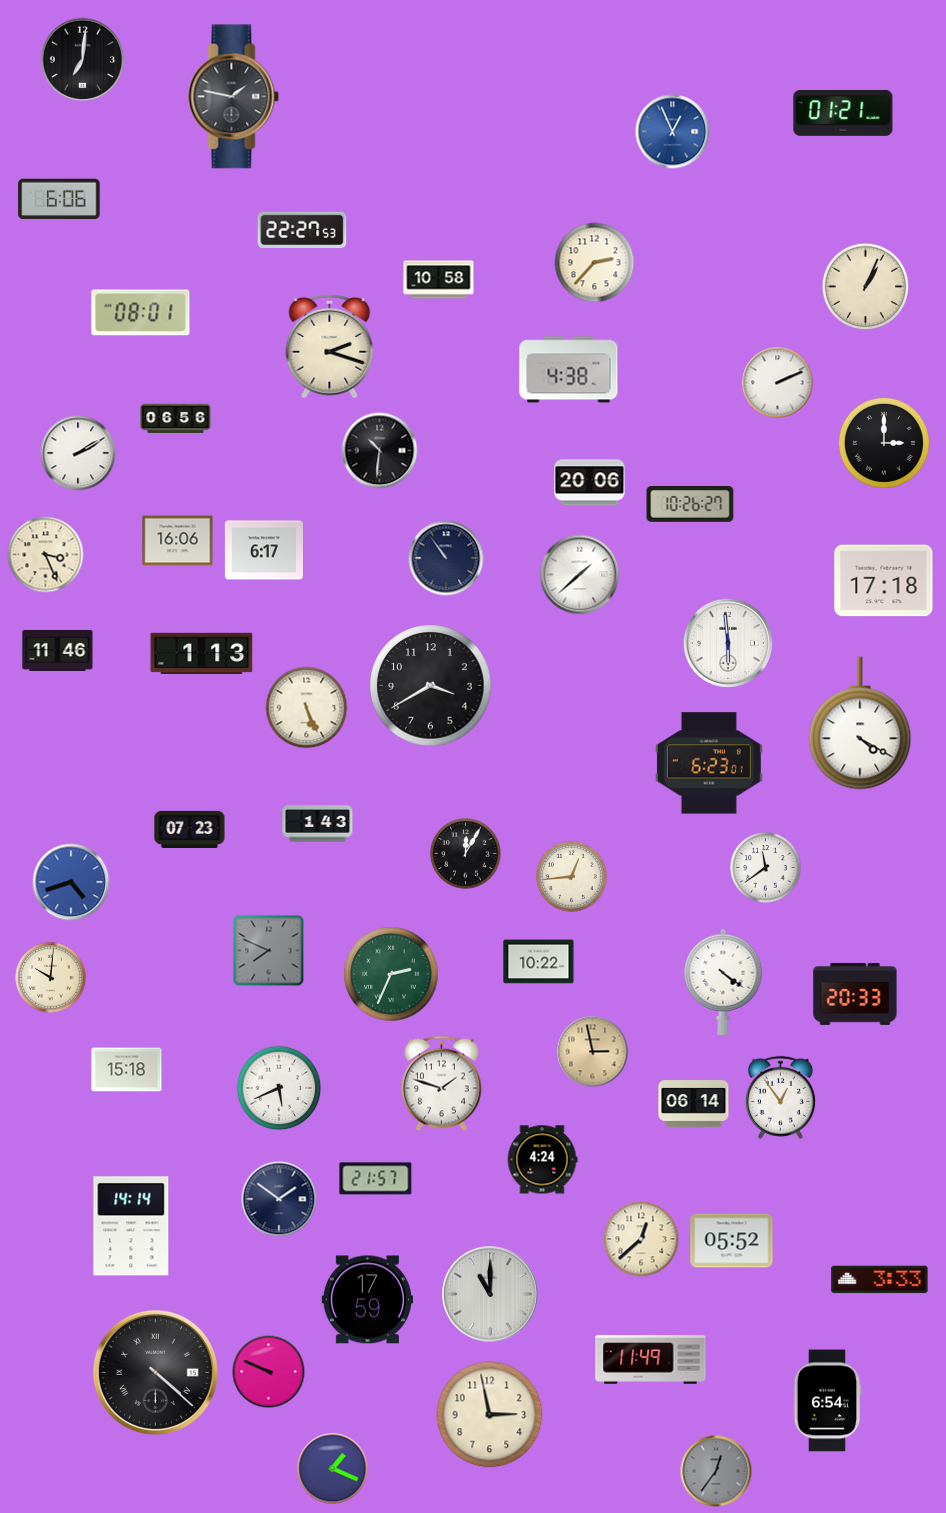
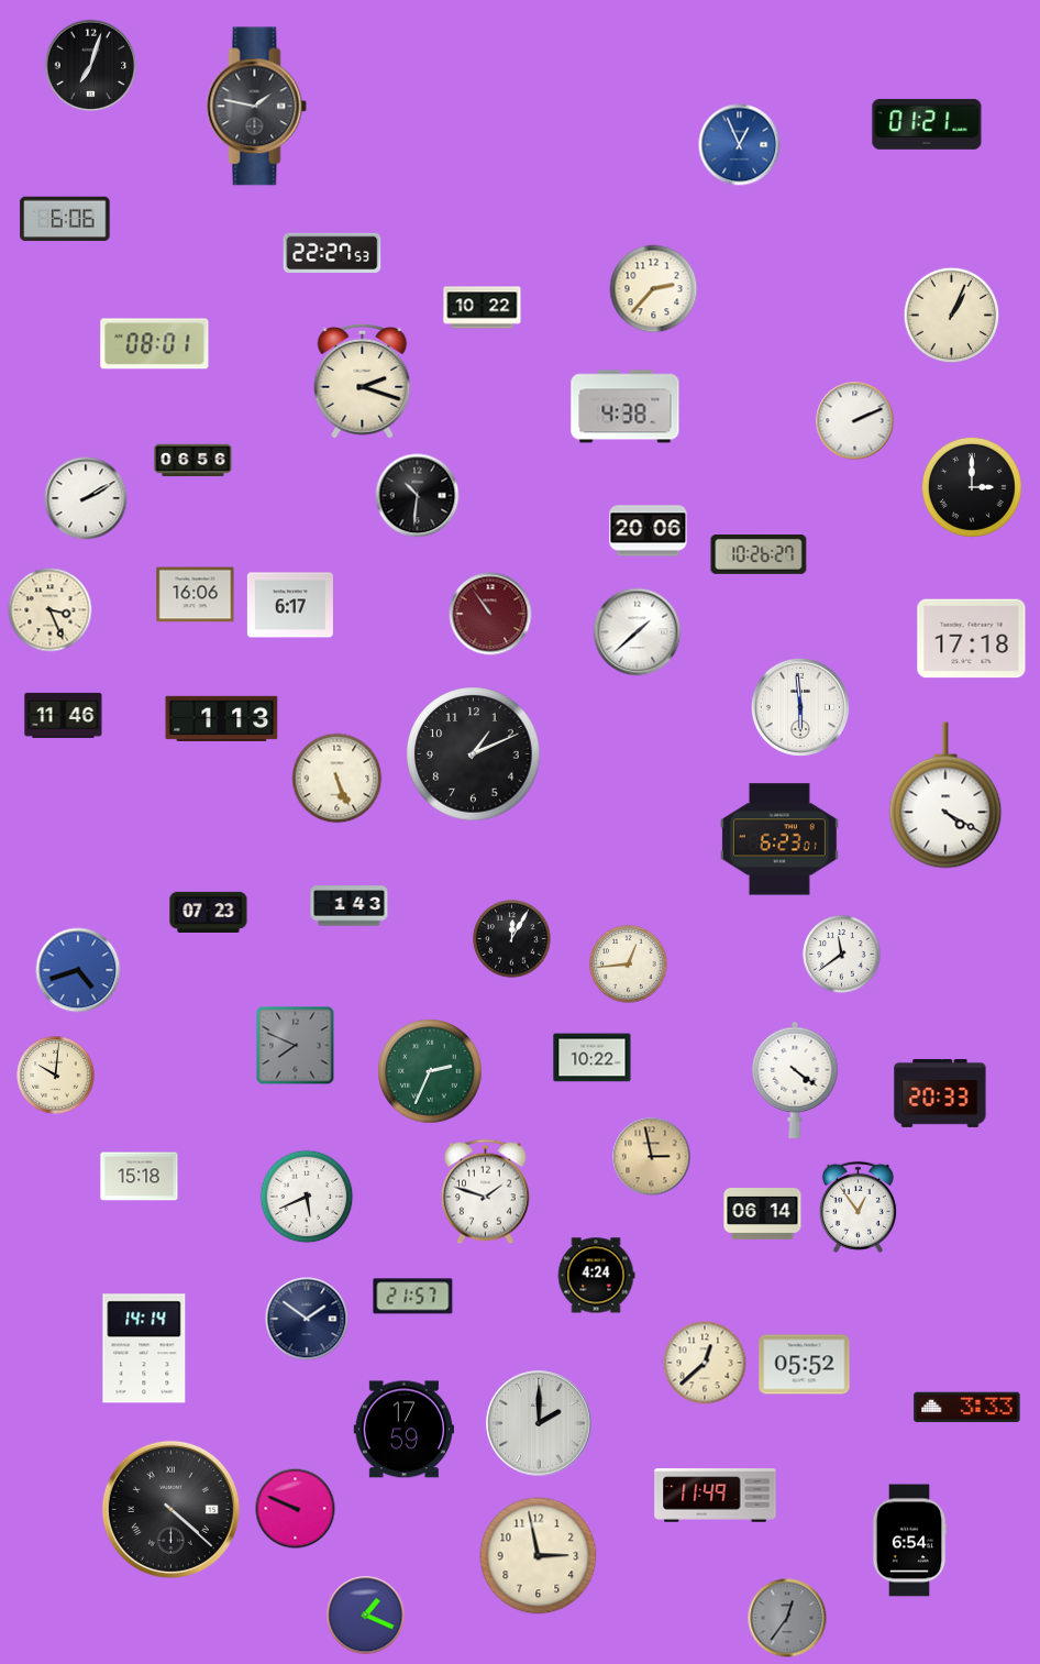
clock at (83, 60): 7:01 -> 7:03
clock at (439, 280): 10:58 -> 10:22
clock at (446, 558) dial: navy -> burgundy
clock at (431, 686): 3:40 -> 1:11
clock at (490, 1294): 11:00 -> 2:00
